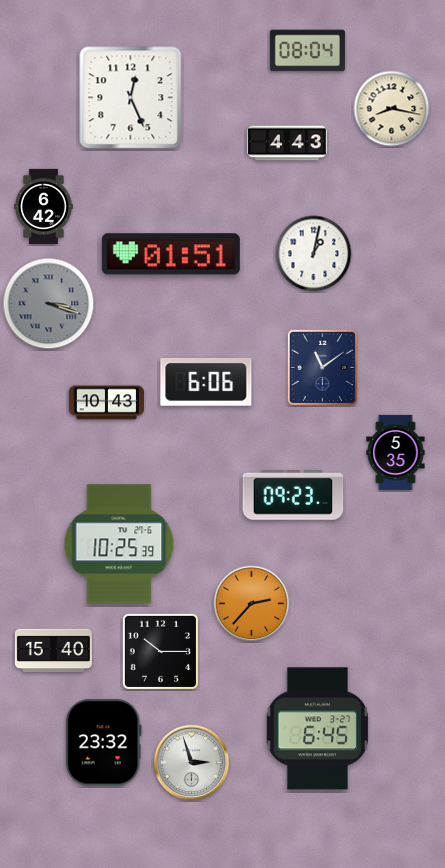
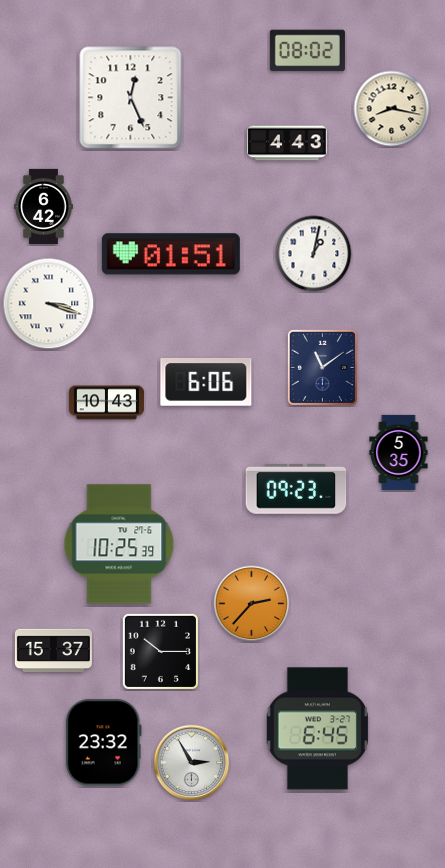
clock at (307, 51): 08:04 -> 08:02
clock at (49, 304) dial: grey -> white
clock at (396, 452) position: (396, 452) -> (399, 452)
clock at (293, 495) position: (293, 495) -> (296, 489)
clock at (53, 651): 15:40 -> 15:37
clock at (192, 763): 2:57 -> 2:55
